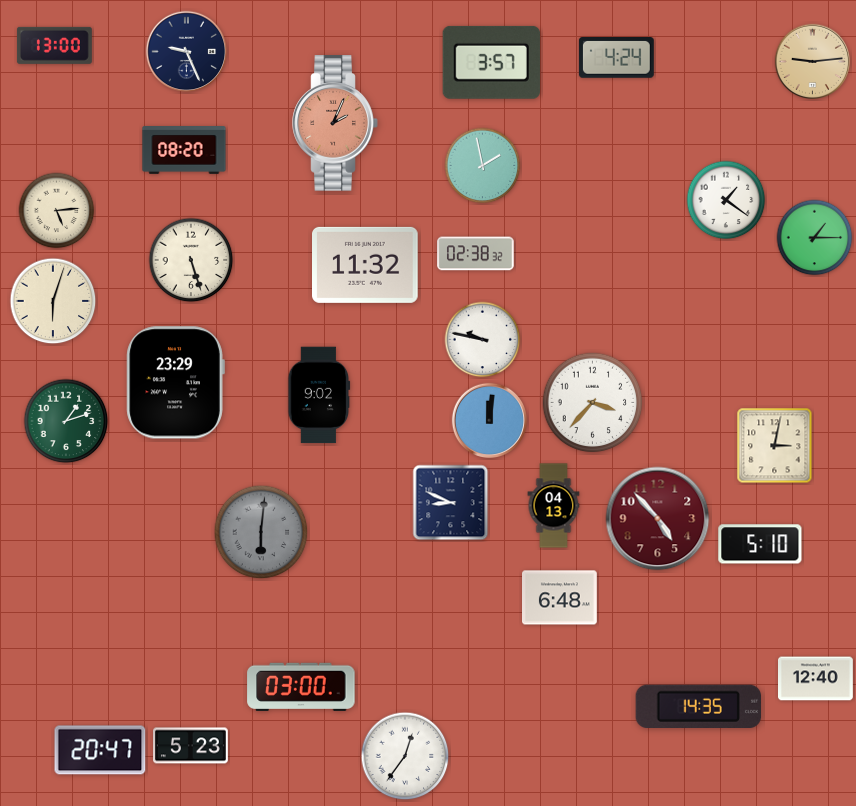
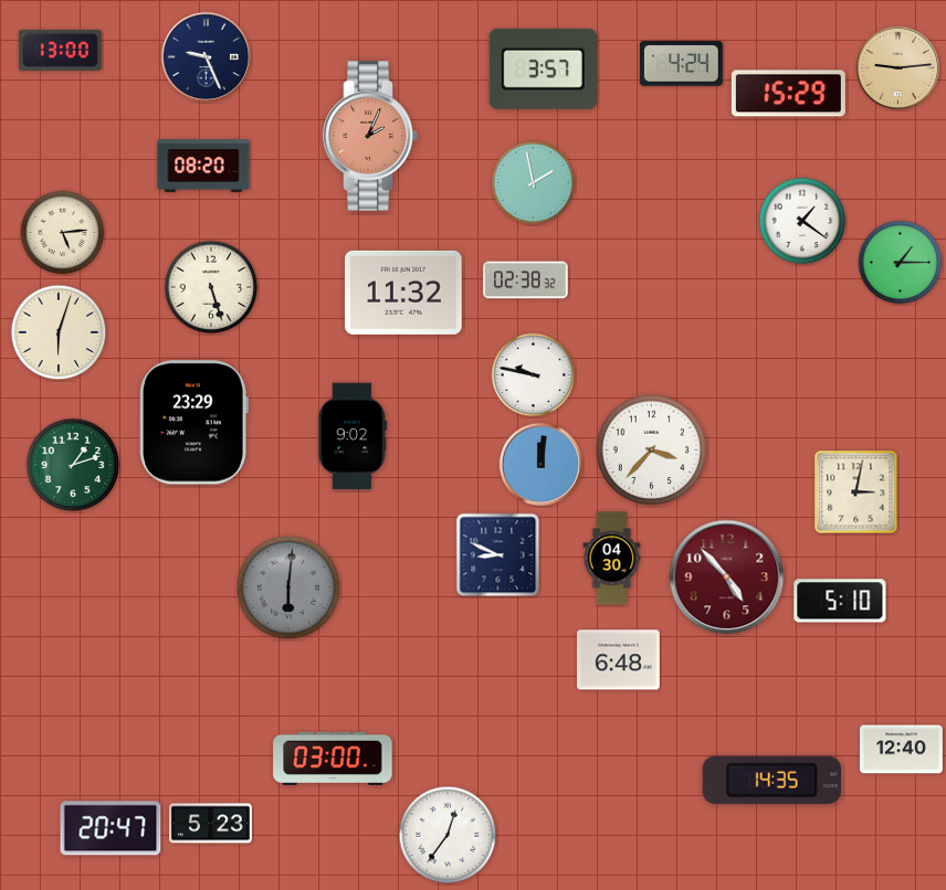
clock at (788, 94): none -> 15:29
clock at (593, 403) position: (593, 403) -> (652, 451)
clock at (554, 506): 04:13 -> 04:30
clock at (658, 519) position: (658, 519) -> (727, 578)
